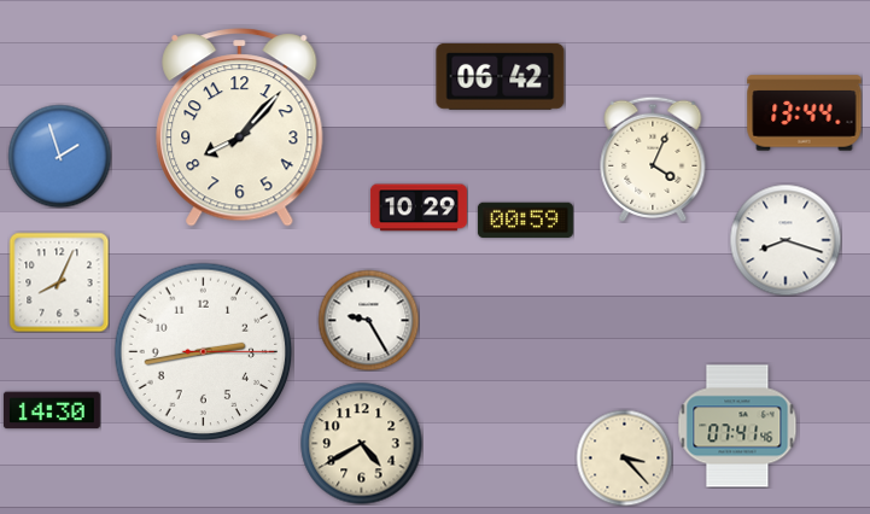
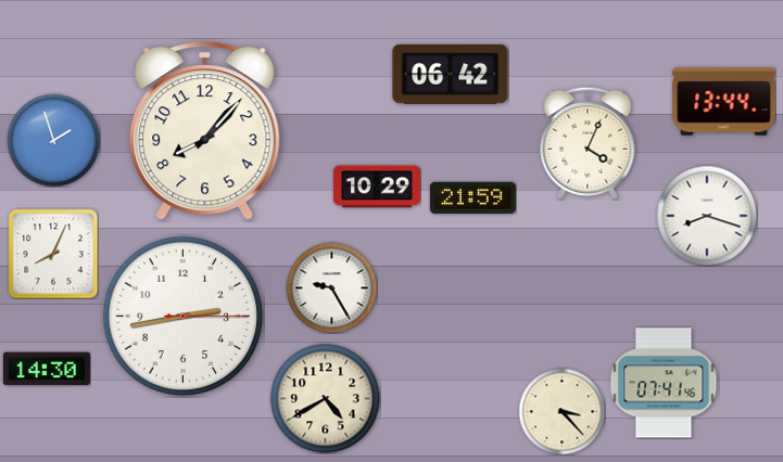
clock at (501, 77) position: (501, 77) -> (451, 75)
clock at (240, 128) position: (240, 128) -> (205, 131)
clock at (525, 221): 00:59 -> 21:59
